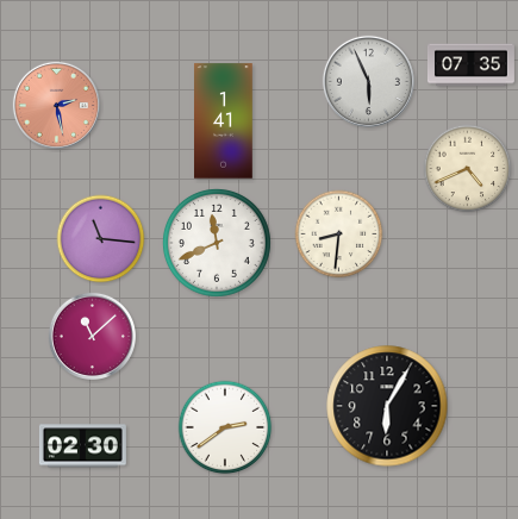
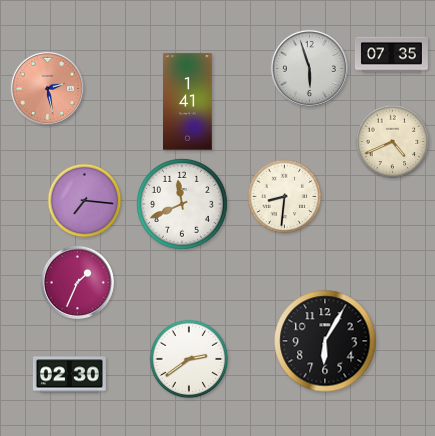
clock at (470, 65) position: (470, 65) -> (391, 55)
clock at (368, 81): 5:56 -> 5:57
clock at (101, 239): 11:16 -> 7:16
clock at (92, 336): 11:08 -> 1:34
